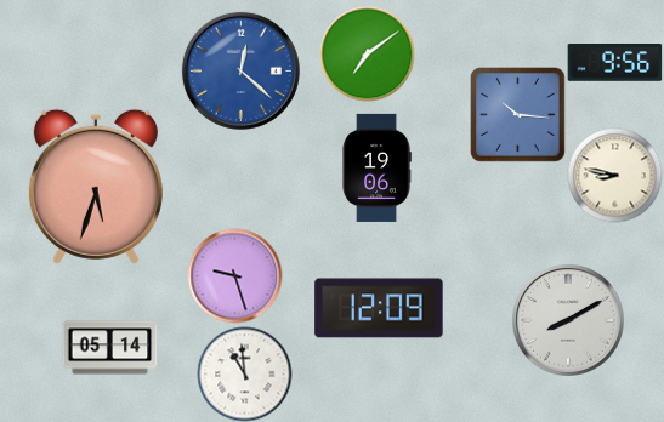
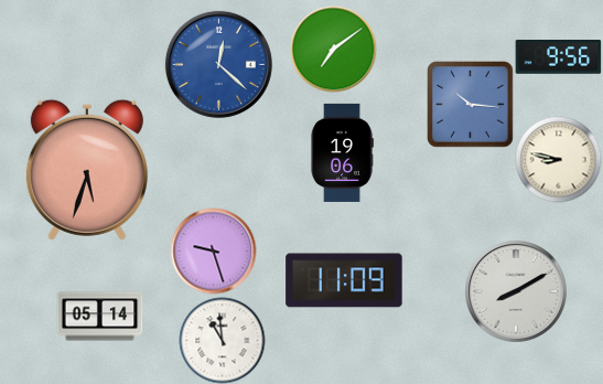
clock at (379, 308): 12:09 -> 11:09
